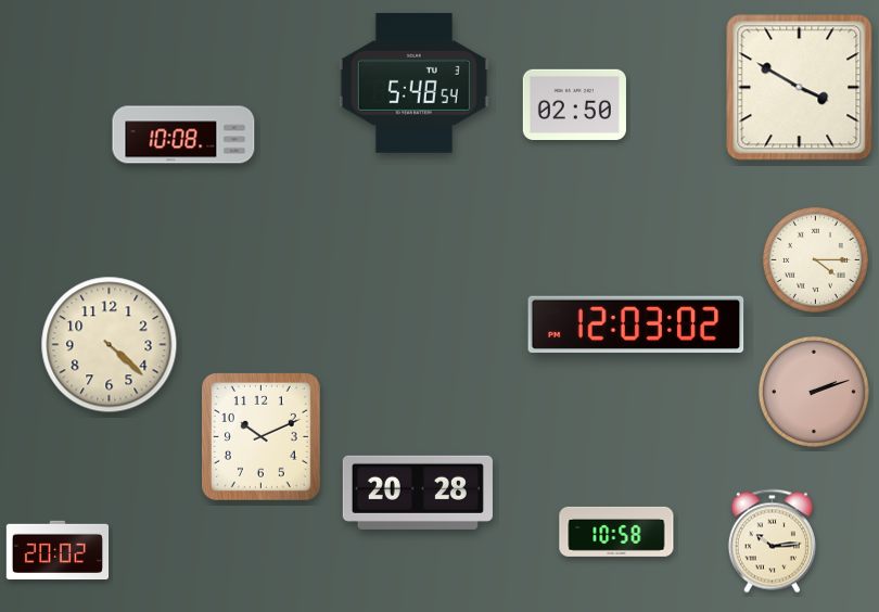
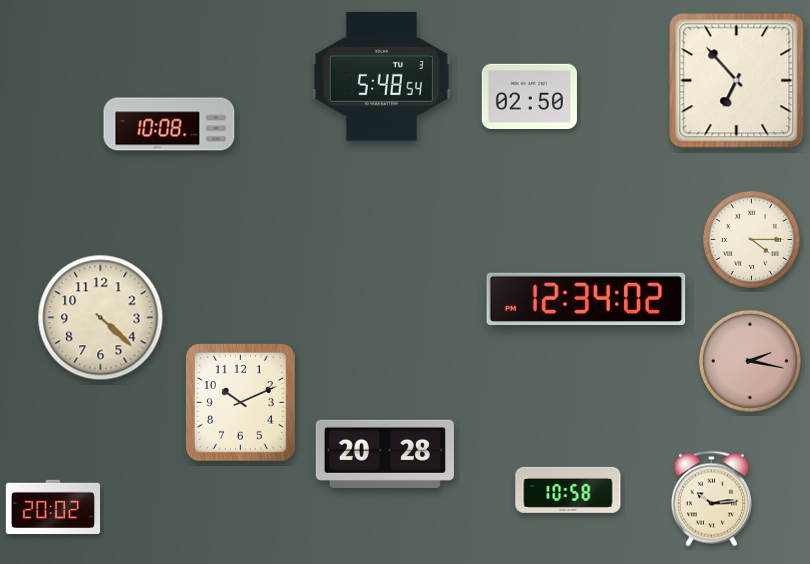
clock at (800, 88): 3:50 -> 6:53
clock at (636, 323): 12:03 -> 12:34
clock at (814, 392): 2:12 -> 2:17
